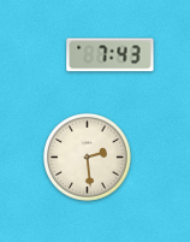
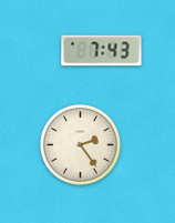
clock at (87, 157): 2:29 -> 2:24
